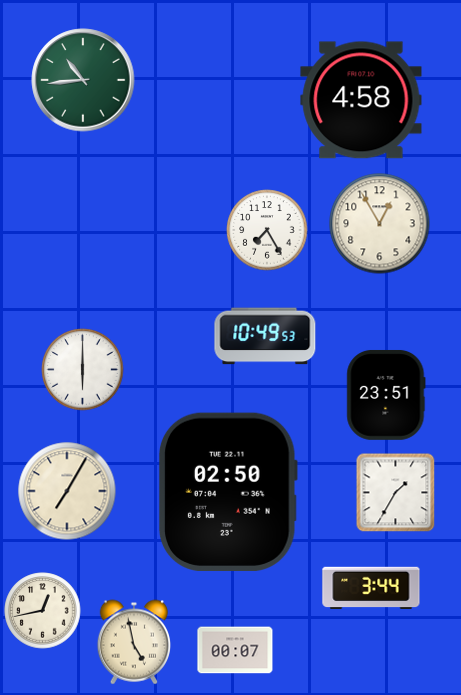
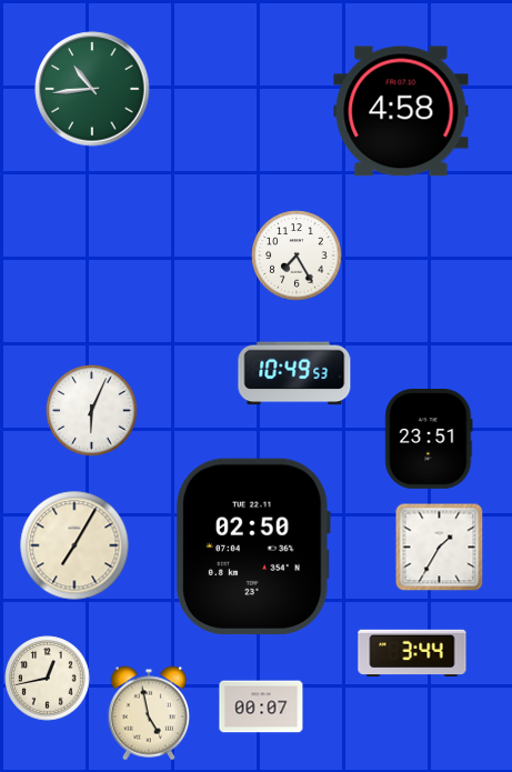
clock at (380, 224): 12:55 -> none
clock at (83, 370): 6:00 -> 6:04
clock at (235, 650) position: (235, 650) -> (261, 706)
